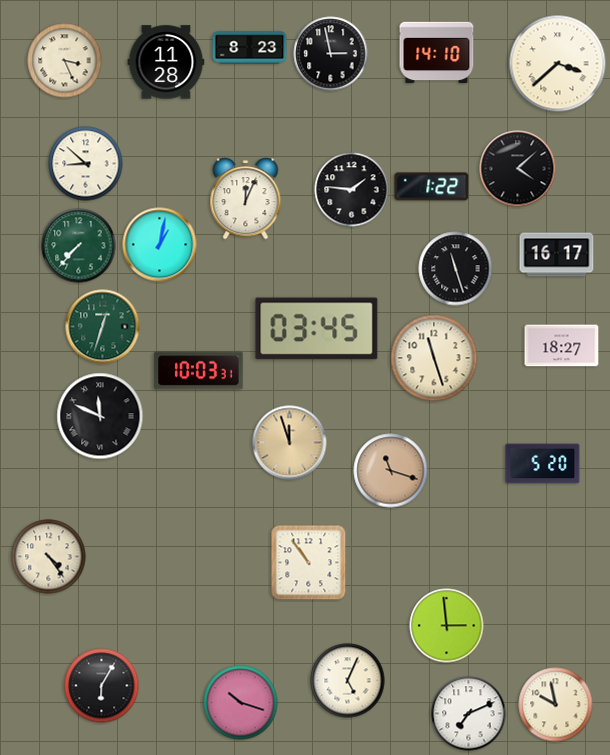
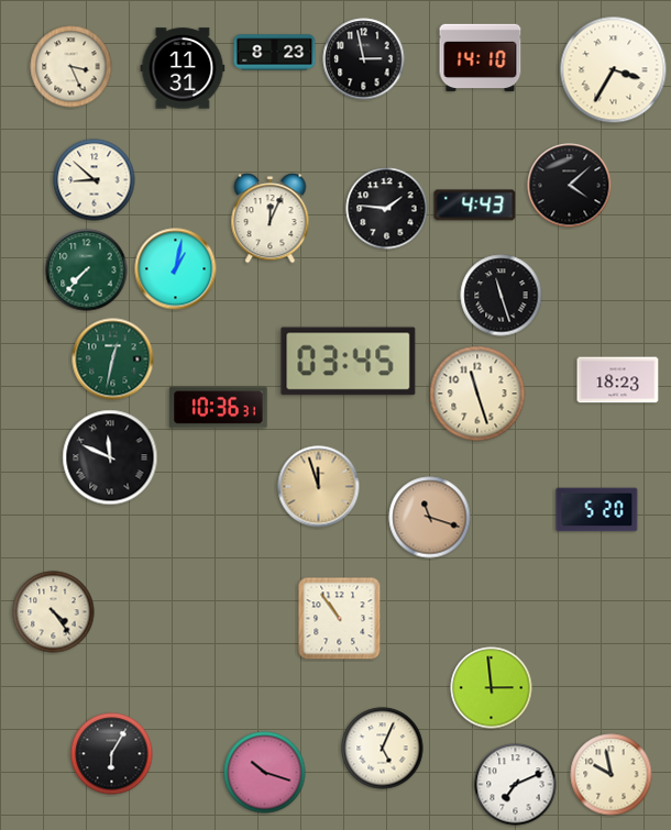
clock at (166, 62): 11:28 -> 11:31
clock at (558, 64): 3:38 -> 3:35
clock at (432, 187): 1:22 -> 4:43
clock at (557, 255): 16:17 -> none
clock at (103, 327): 12:33 -> 12:32
clock at (562, 346): 18:27 -> 18:23
clock at (199, 371): 10:03 -> 10:36
